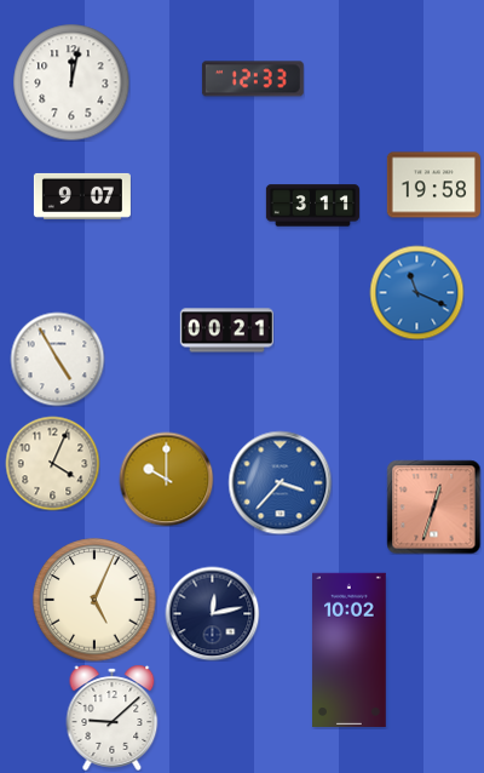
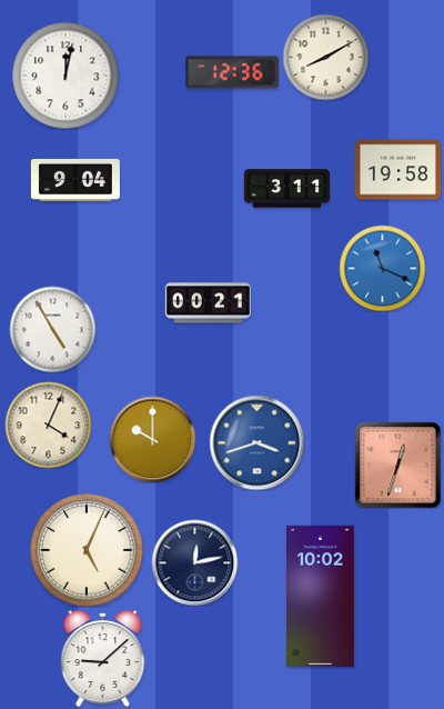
clock at (325, 57): none -> 8:10
clock at (253, 79): 12:33 -> 12:36
clock at (82, 196): 9:07 -> 9:04
clock at (280, 482): 3:37 -> 3:42
